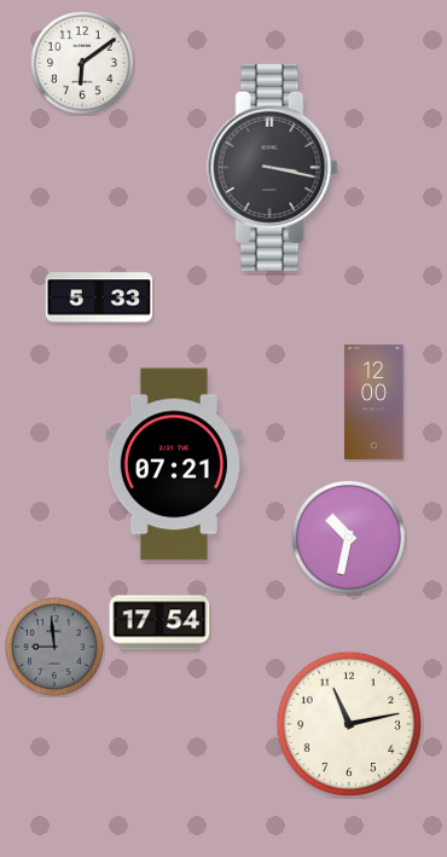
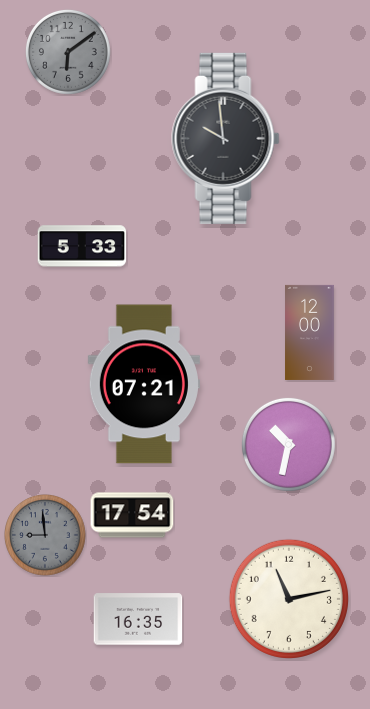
clock at (82, 63) dial: white -> grey
clock at (273, 167): 3:17 -> 9:59
clock at (138, 619): none -> 16:35
